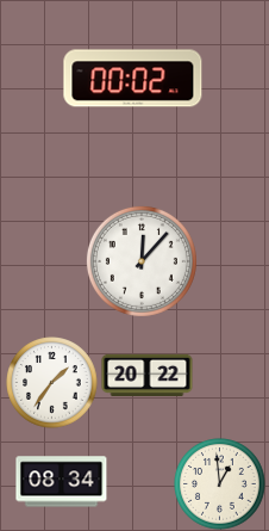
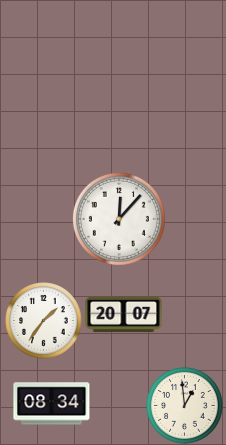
clock at (133, 79): 00:02 -> none
clock at (148, 375): 20:22 -> 20:07
